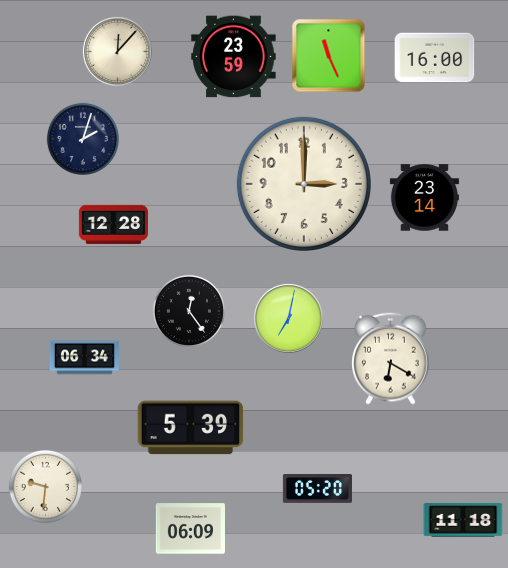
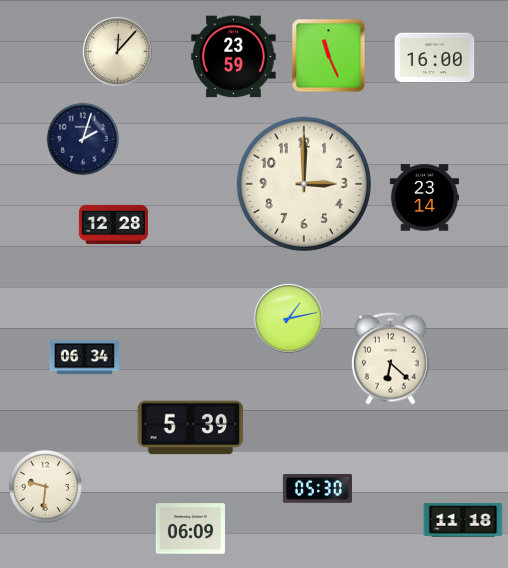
clock at (188, 310): 12:24 -> none
clock at (288, 318): 7:02 -> 1:13
clock at (391, 358): 6:20 -> 6:22
clock at (317, 489): 05:20 -> 05:30
